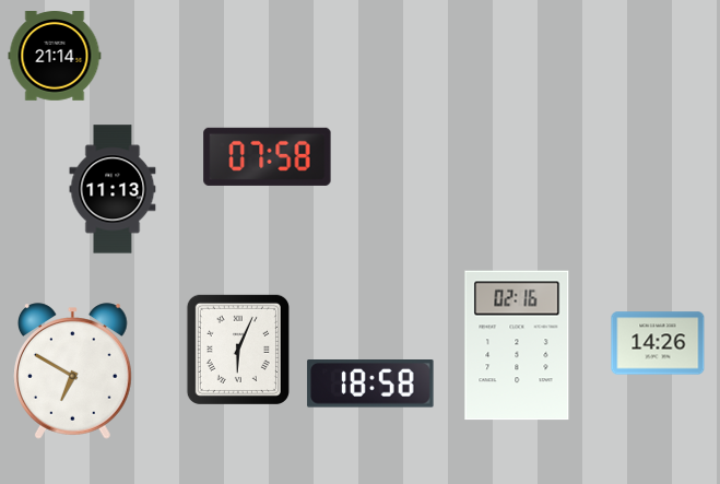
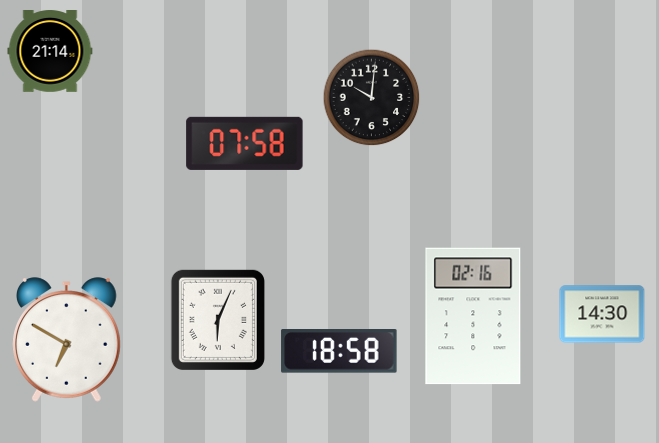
clock at (371, 97): none -> 10:01
clock at (113, 189): 11:13 -> none
clock at (658, 343): 14:26 -> 14:30
